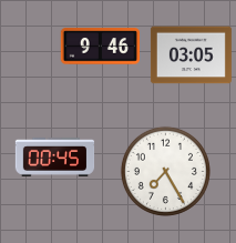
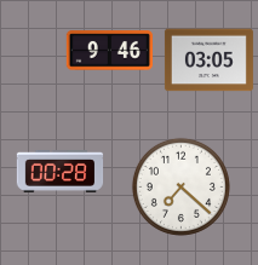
clock at (55, 156): 00:45 -> 00:28
clock at (165, 171): 7:25 -> 7:22
